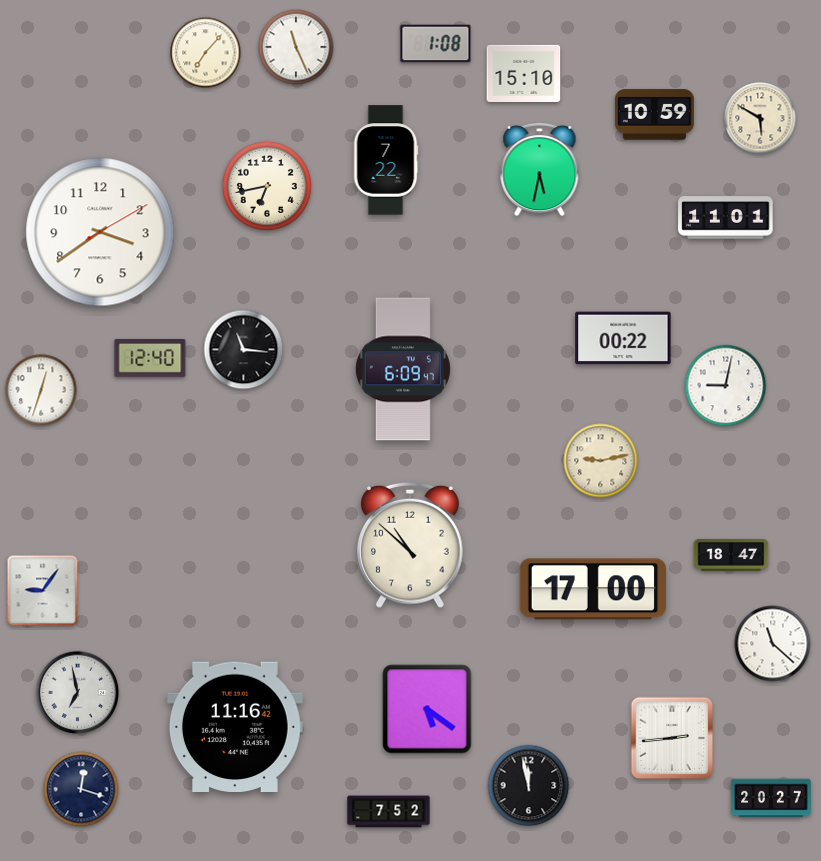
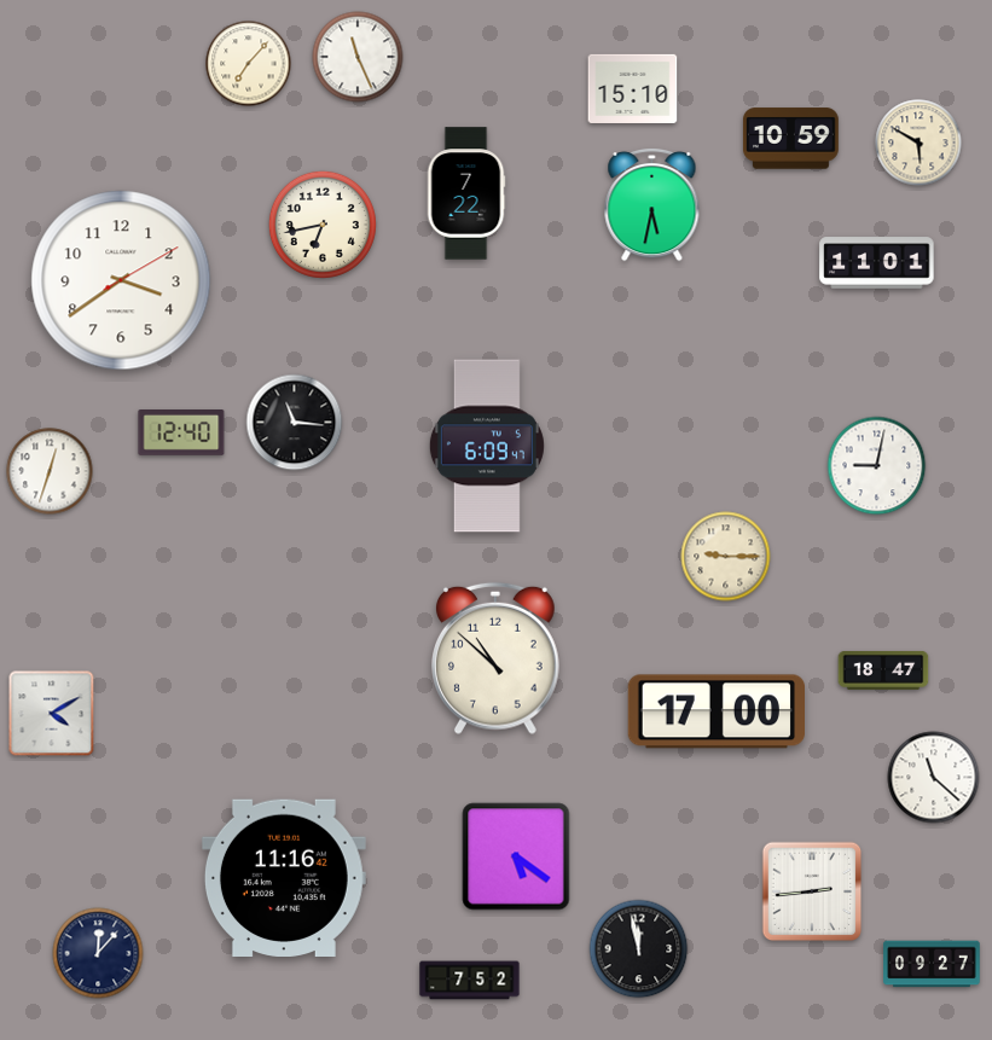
clock at (436, 44): 1:08 -> none
clock at (623, 338): 00:22 -> none
clock at (601, 461): 9:13 -> 9:15
clock at (43, 591): 9:06 -> 4:10
clock at (78, 693): 6:58 -> none
clock at (81, 789): 12:18 -> 12:07
clock at (771, 798): 20:27 -> 09:27
